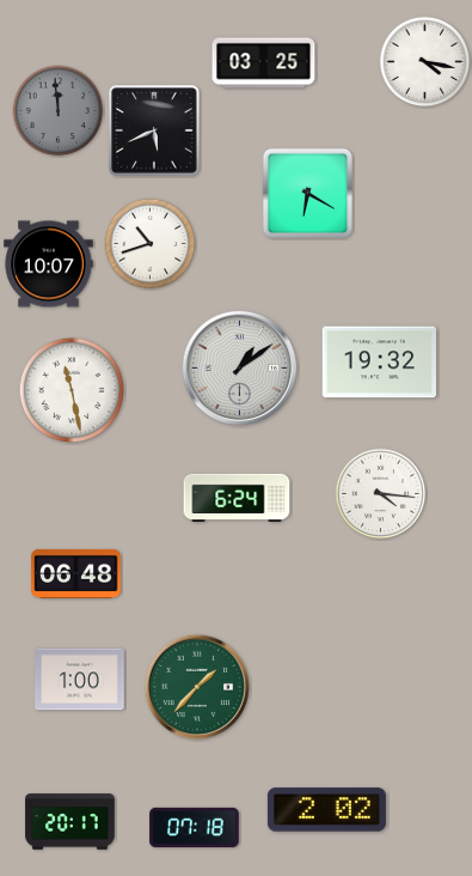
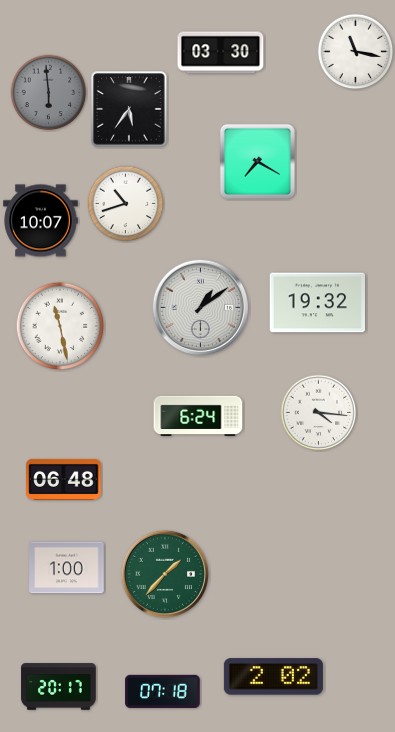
clock at (425, 62): 4:17 -> 11:17
clock at (264, 63): 03:25 -> 03:30
clock at (59, 111): 11:59 -> 5:59
clock at (154, 130): 5:41 -> 5:36
clock at (307, 193): 6:20 -> 7:20
